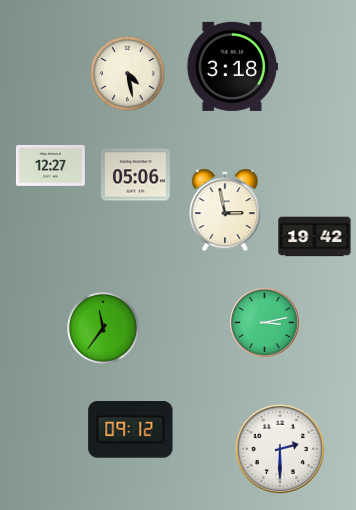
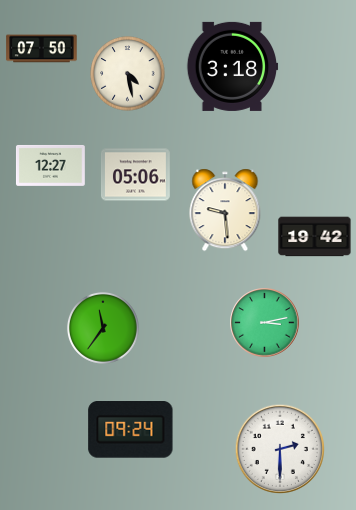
clock at (42, 49): none -> 07:50
clock at (225, 210): 2:58 -> 9:29
clock at (131, 430): 09:12 -> 09:24
